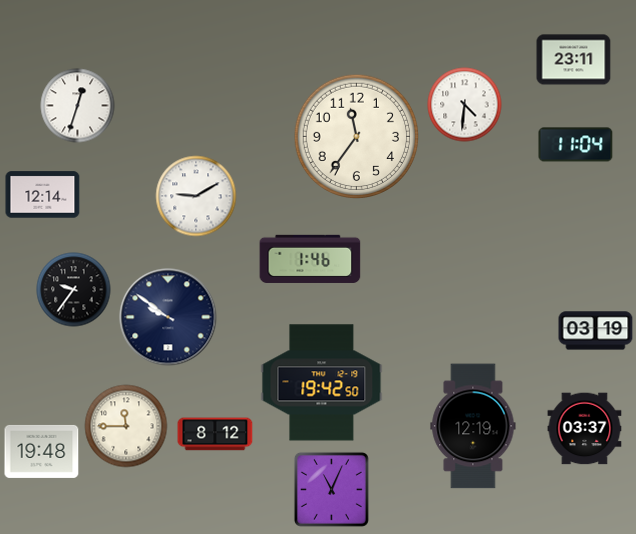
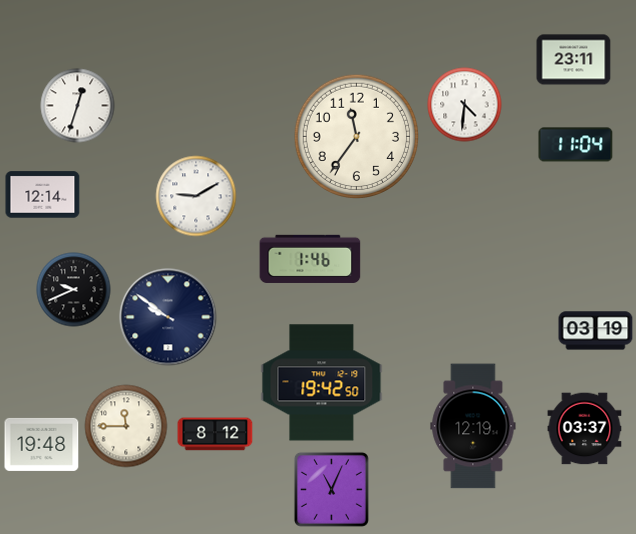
clock at (74, 290): 9:36 -> 9:41
clock at (42, 451) position: (42, 451) -> (42, 444)
